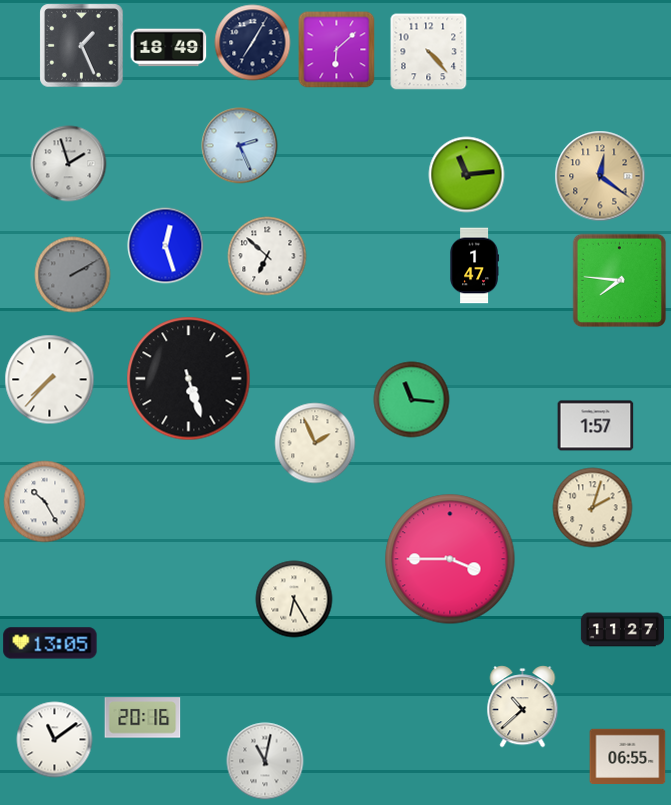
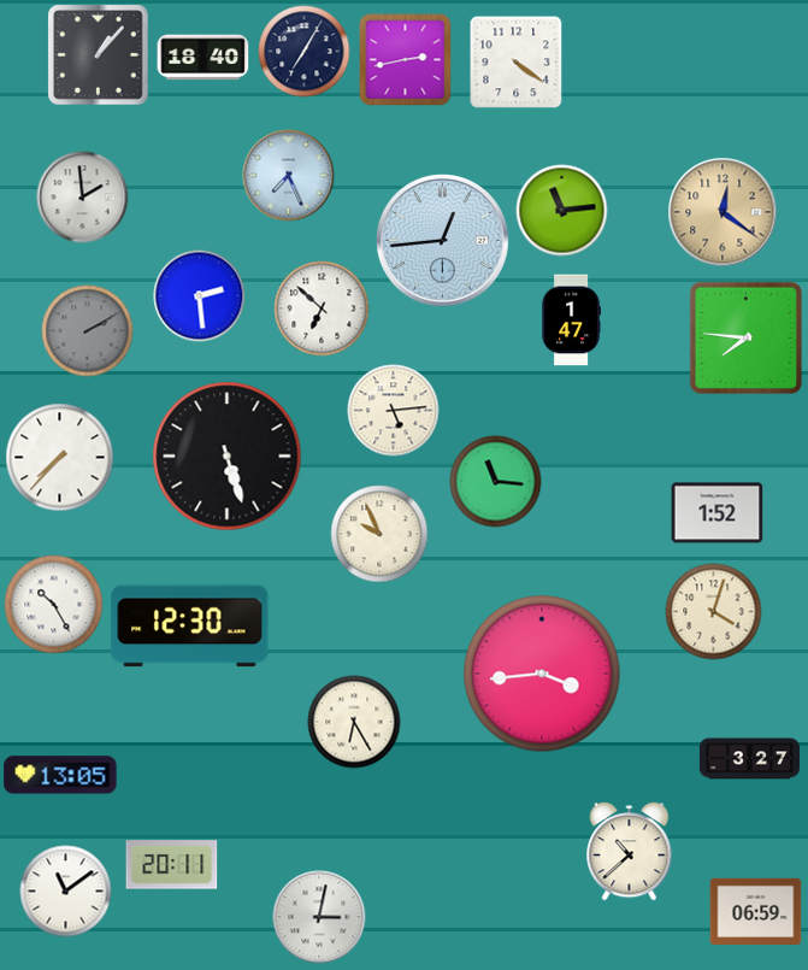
clock at (82, 46): 1:26 -> 1:07
clock at (169, 48): 18:49 -> 18:40
clock at (337, 50): 6:08 -> 2:43
clock at (429, 52): 4:23 -> 4:21
clock at (240, 146): 2:26 -> 7:26
clock at (69, 164): 1:57 -> 1:59
clock at (442, 240): none -> 12:44
clock at (166, 246): 12:27 -> 2:29
clock at (394, 411): none -> 5:14
clock at (596, 426): 1:57 -> 1:52
clock at (315, 443): 1:56 -> 9:56
clock at (593, 508): 2:03 -> 4:03
clock at (190, 627): none -> 12:30
clock at (450, 559): 3:45 -> 3:44
clock at (622, 630): 11:27 -> 3:27
clock at (143, 718): 20:16 -> 20:11
clock at (628, 756): 06:55 -> 06:59
clock at (265, 761): 11:02 -> 3:02
